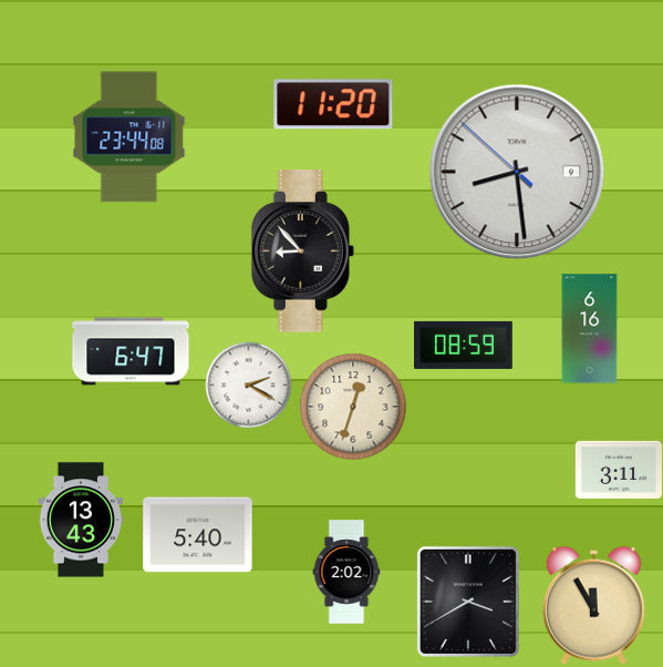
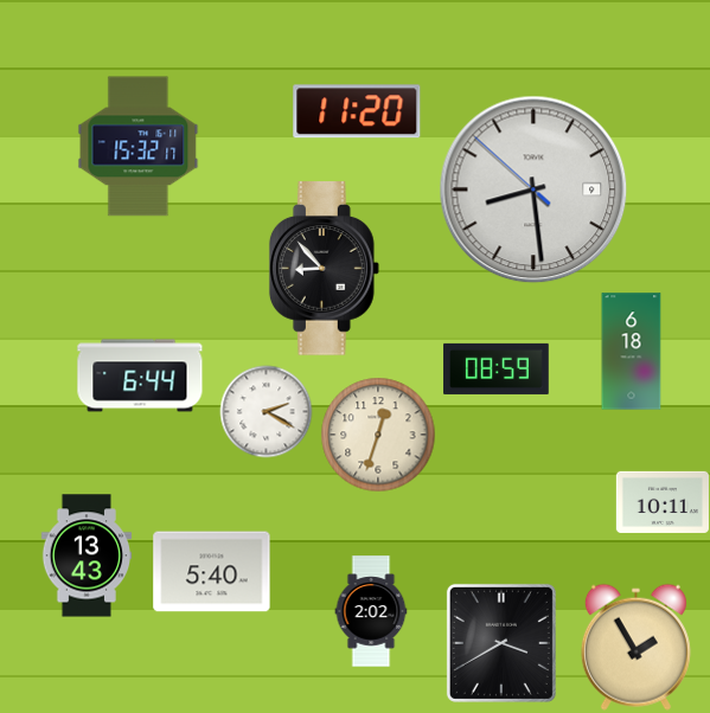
clock at (130, 137): 23:44 -> 15:32
clock at (517, 172) position: (517, 172) -> (533, 190)
clock at (590, 329): 6:16 -> 6:18
clock at (131, 351): 6:47 -> 6:44
clock at (618, 470): 3:11 -> 10:11
clock at (593, 605): 11:55 -> 1:55
